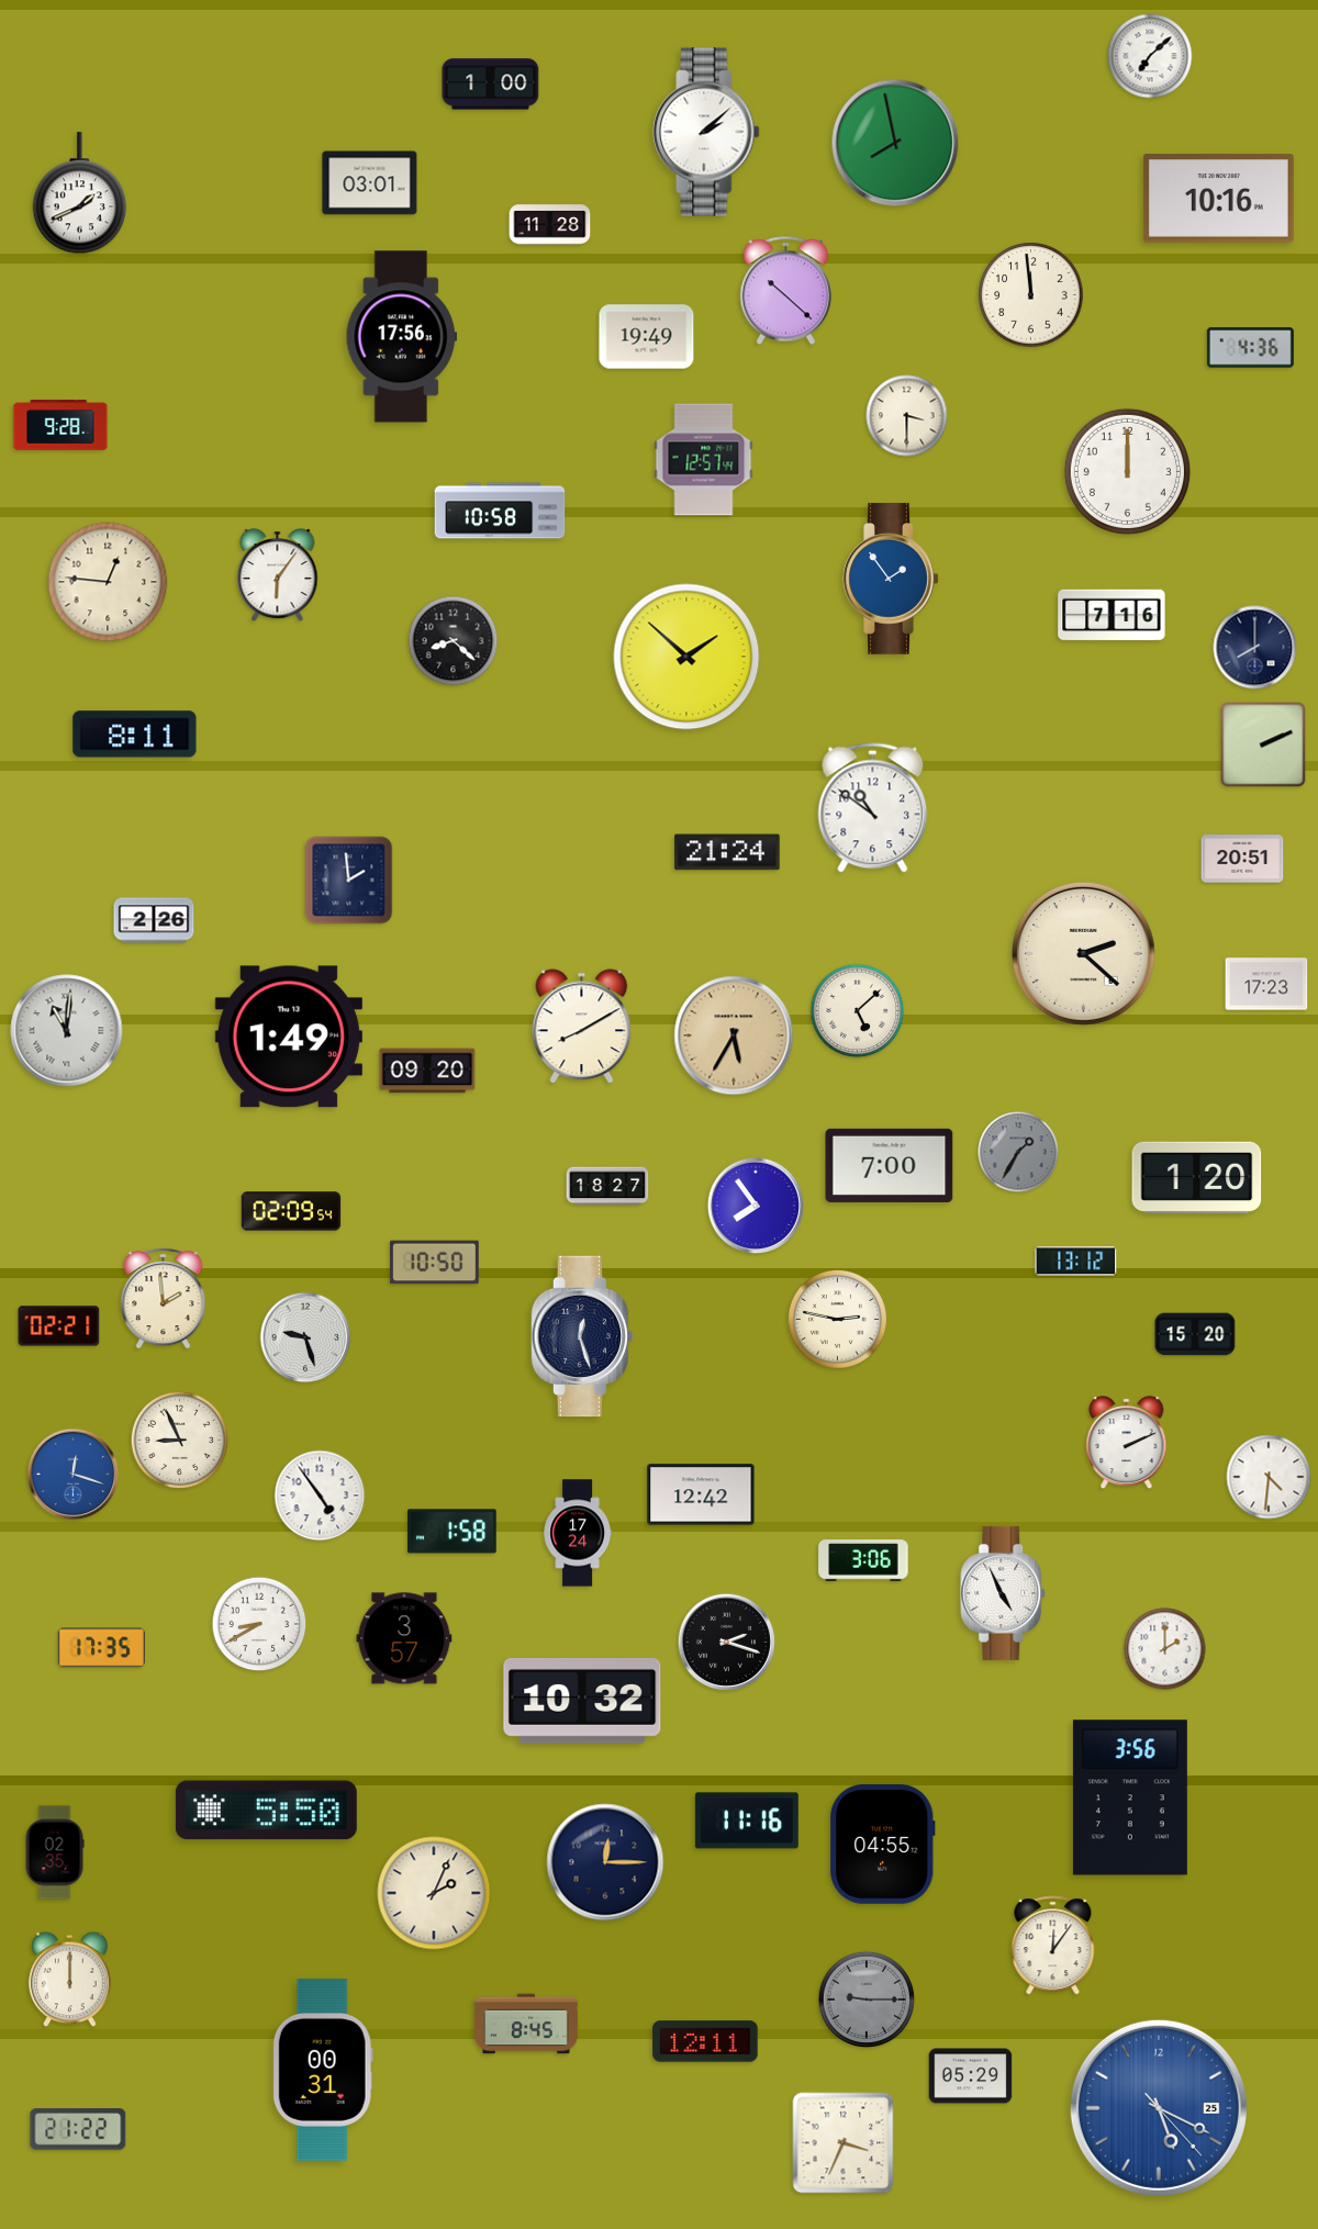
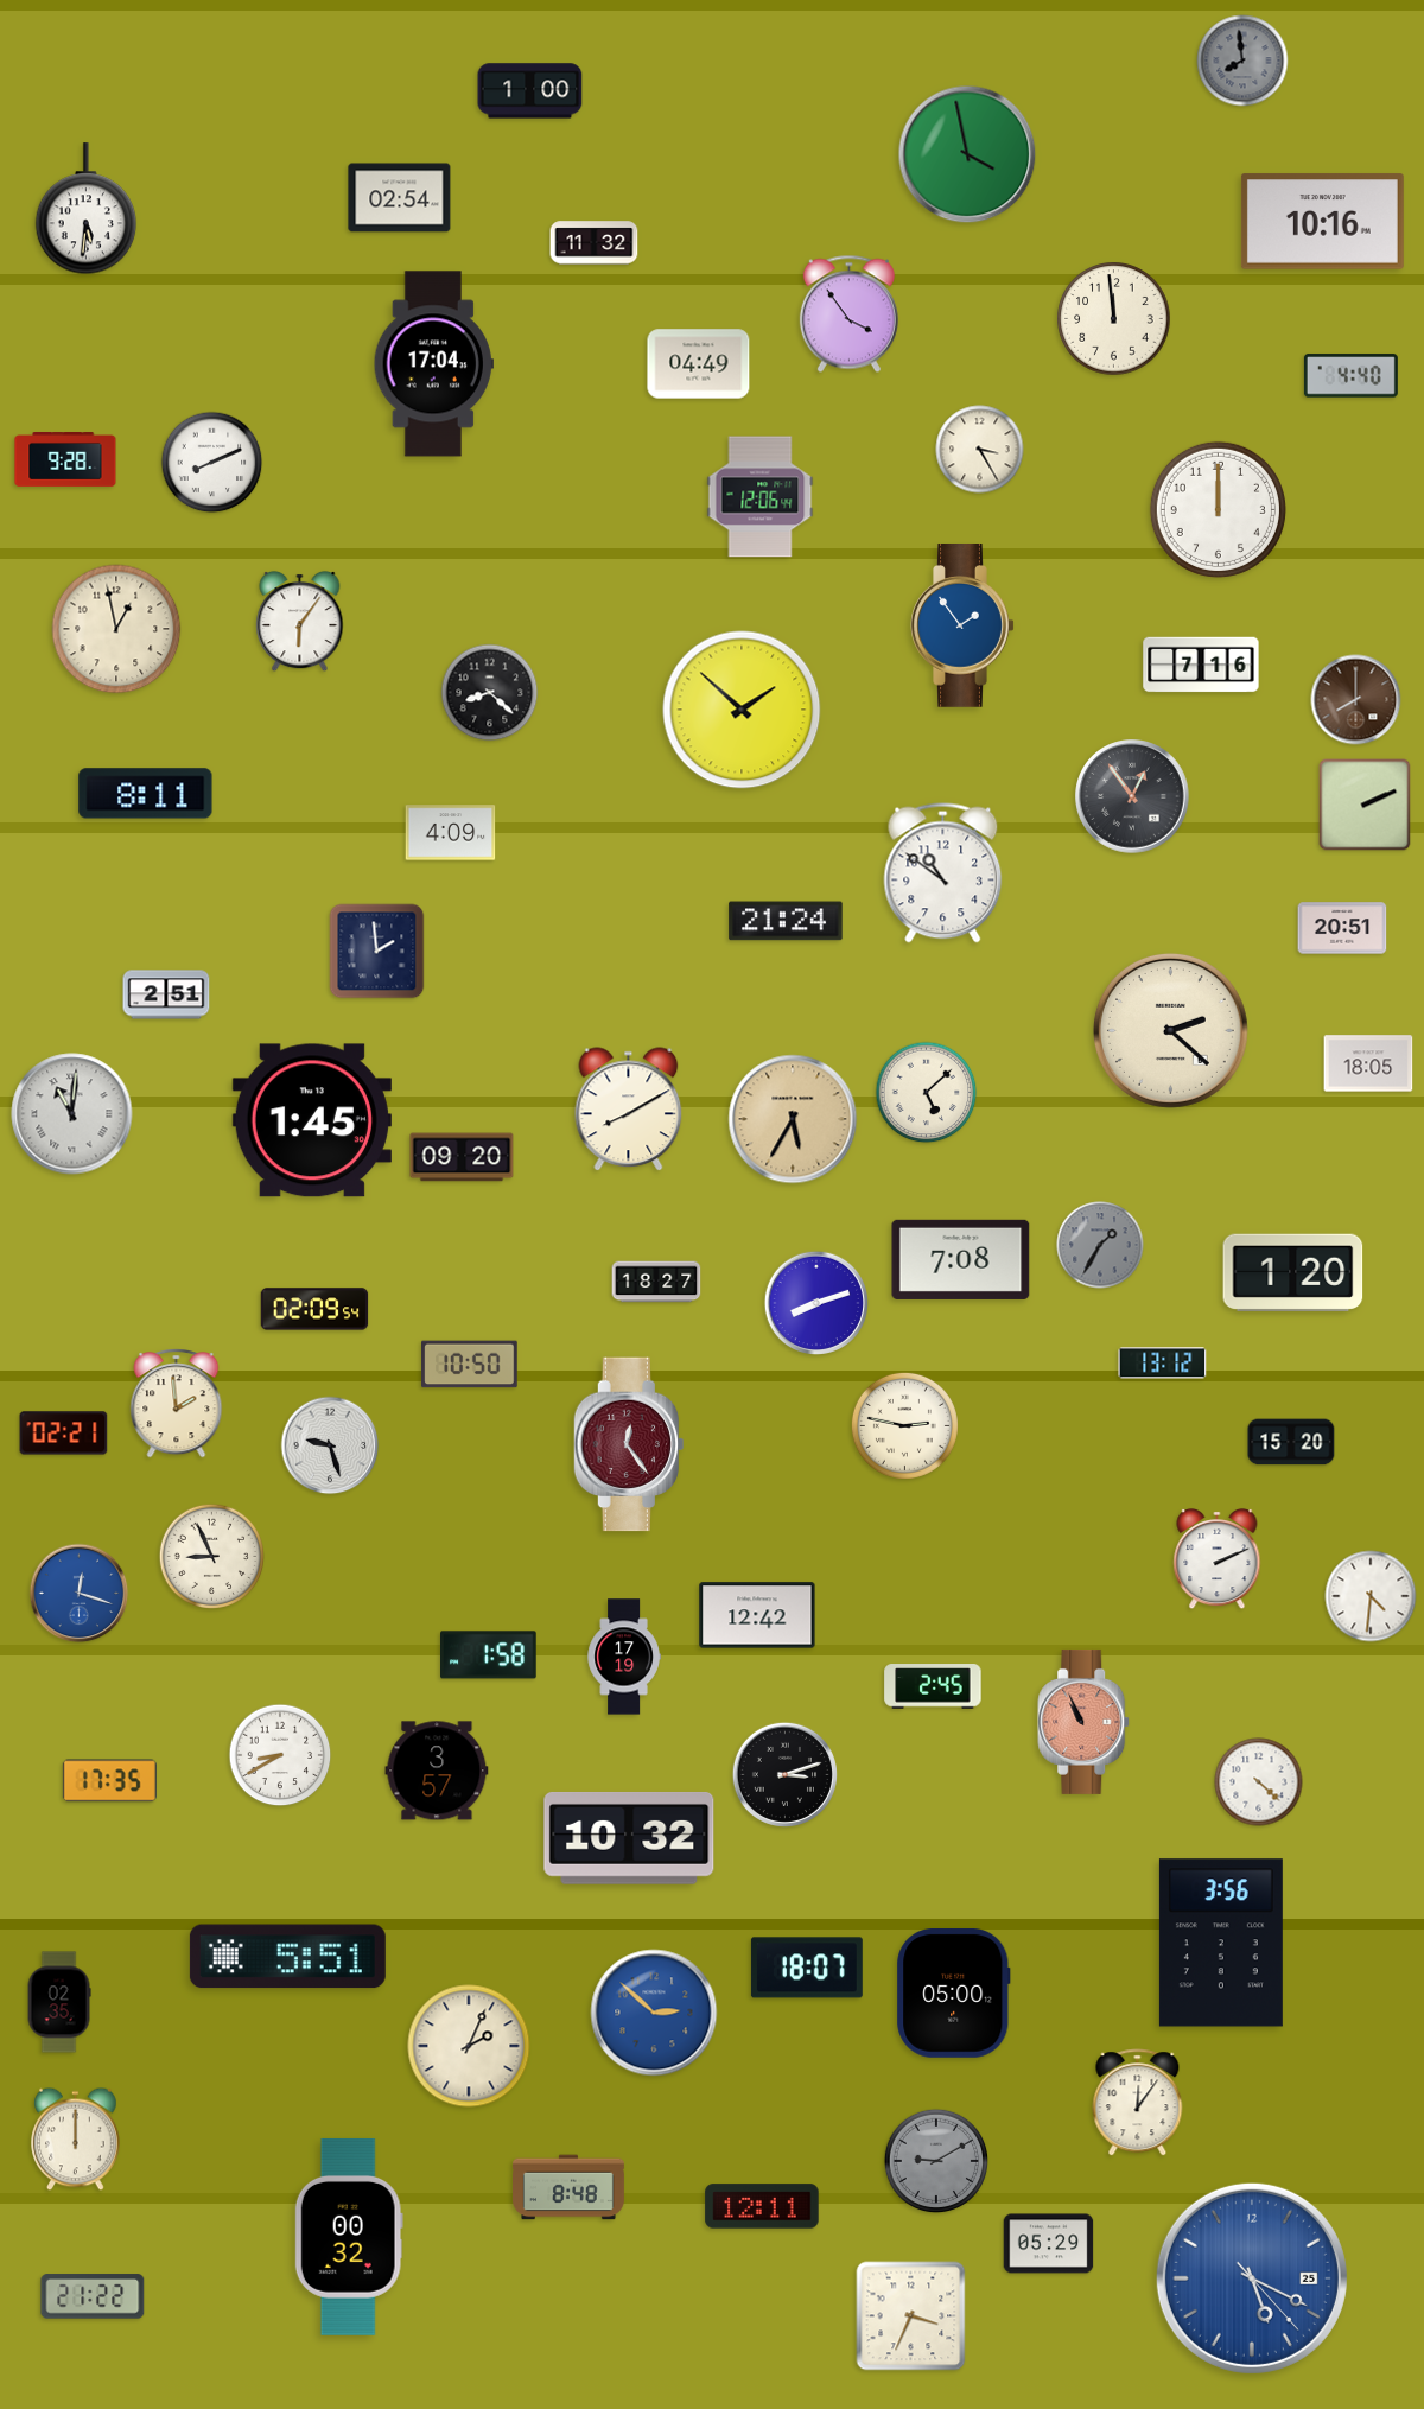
clock at (1150, 56): 7:08 -> 7:59
clock at (1150, 56) dial: white -> grey
clock at (706, 132): 2:08 -> none
clock at (895, 143): 7:58 -> 3:58
clock at (370, 183): 03:01 -> 02:54
clock at (80, 193): 1:41 -> 5:31
clock at (1218, 199) position: (1218, 199) -> (1322, 222)
clock at (550, 225): 11:28 -> 11:32
clock at (785, 291): 10:22 -> 3:54
clock at (401, 337): 17:56 -> 17:04
clock at (647, 337): 19:49 -> 04:49
clock at (1250, 348): 4:36 -> 4:40
clock at (907, 416): 3:30 -> 3:25
clock at (212, 463): none -> 8:11
clock at (704, 460): 12:57 -> 12:06
clock at (500, 511): 10:58 -> none
clock at (108, 582): 12:46 -> 12:58
clock at (1255, 648) dial: navy -> brown
clock at (1132, 796): none -> 12:54
clock at (451, 833): none -> 4:09
clock at (154, 920): 2:26 -> 2:51
clock at (1266, 984): 17:23 -> 18:05
clock at (289, 1037): 1:49 -> 1:45
clock at (890, 1165): 7:00 -> 7:08
clock at (755, 1205): 7:54 -> 8:12
clock at (581, 1336): 12:27 -> 12:24
clock at (581, 1336) dial: navy -> burgundy
clock at (179, 1440) position: (179, 1440) -> (211, 1556)
clock at (320, 1496): 4:54 -> none
clock at (578, 1533): 17:24 -> 17:19
clock at (863, 1560): 3:06 -> 2:45
clock at (1004, 1593): 4:56 -> 10:56
clock at (1004, 1593) dial: white -> salmon
clock at (726, 1642): 2:18 -> 3:12
clock at (1165, 1649): 2:00 -> 4:22
clock at (266, 1811): 5:50 -> 5:51
clock at (747, 1821): 11:16 -> 18:07
clock at (883, 1845): 04:55 -> 05:00
clock at (605, 1862): 12:15 -> 2:52
clock at (605, 1862) dial: navy -> blue
clock at (867, 2000): 9:15 -> 9:10
clock at (527, 2024): 8:45 -> 8:48
clock at (323, 2070): 00:31 -> 00:32
clock at (78, 2129) position: (78, 2129) -> (93, 2296)
